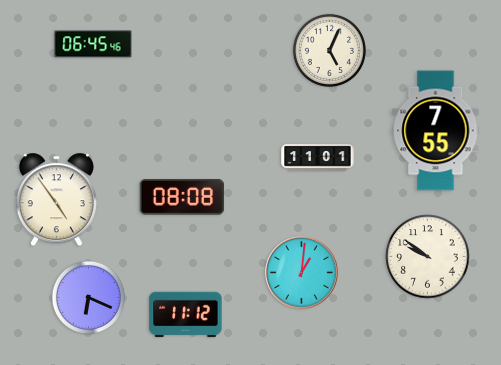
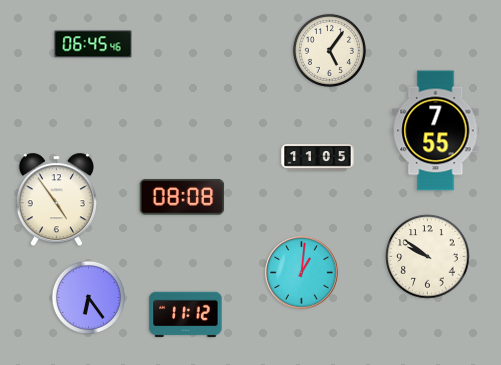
clock at (329, 50): 5:04 -> 5:06
clock at (318, 158): 11:01 -> 11:05
clock at (88, 297): 6:19 -> 6:24
